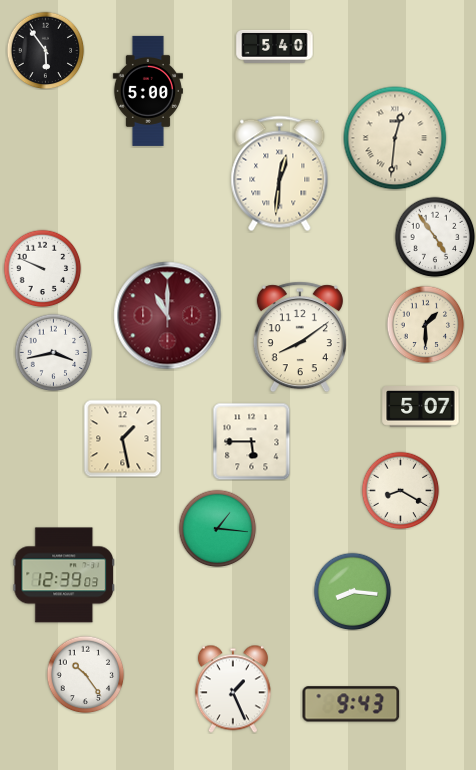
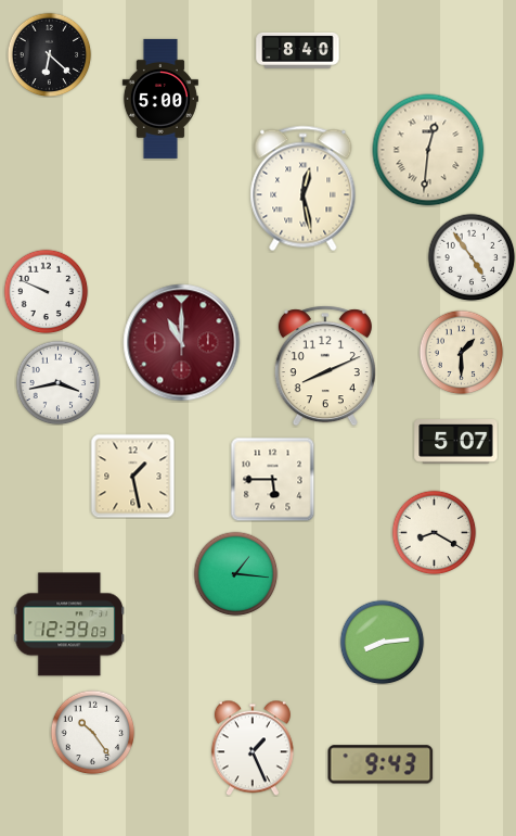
clock at (275, 46): 5:40 -> 8:40
clock at (45, 50): 5:54 -> 6:22
clock at (280, 174): 12:31 -> 12:28
clock at (300, 337): 8:09 -> 8:11
clock at (352, 591): 8:16 -> 8:14
